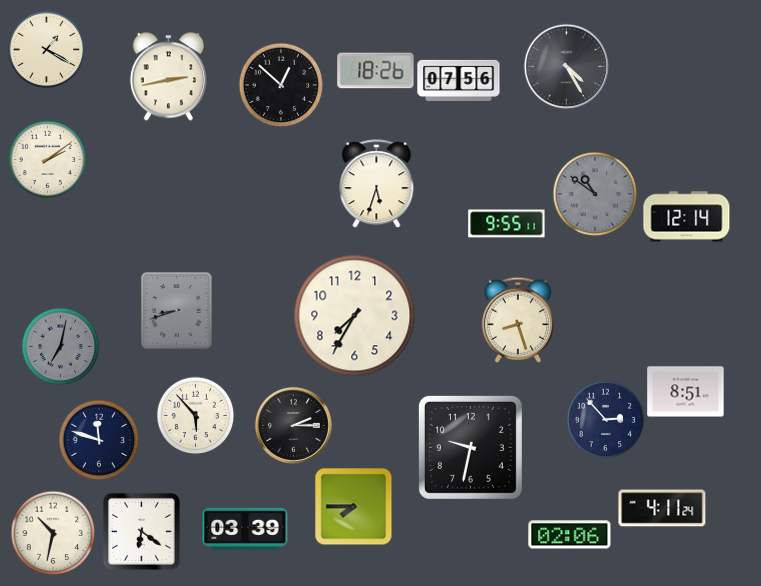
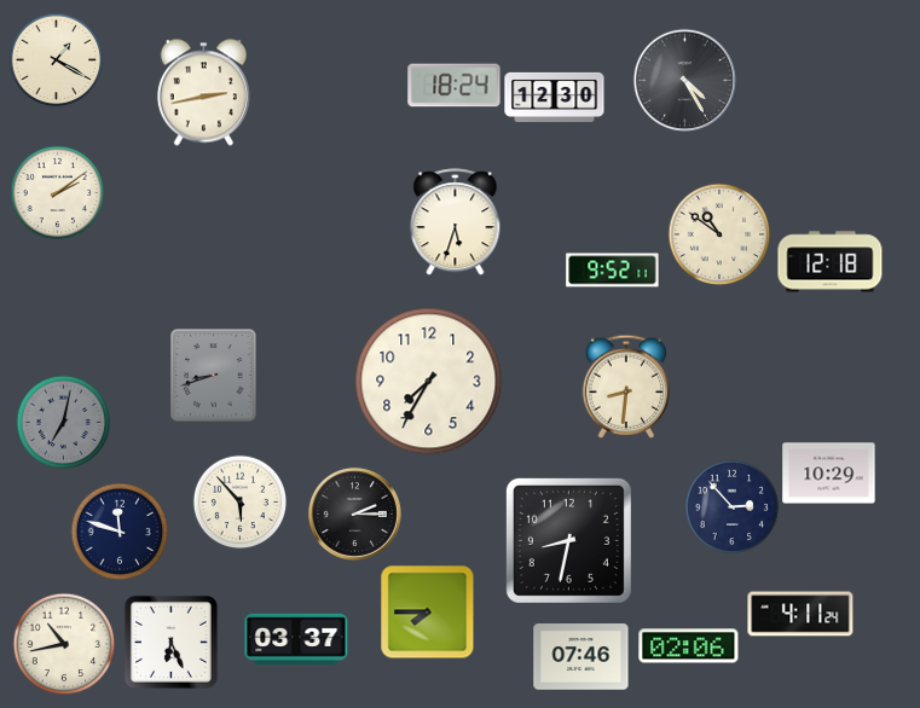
clock at (376, 71): 18:26 -> 18:24
clock at (459, 80): 07:56 -> 12:30
clock at (281, 85): 12:52 -> none
clock at (595, 194) dial: grey -> cream
clock at (687, 217): 12:14 -> 12:18
clock at (507, 224): 9:55 -> 9:52
clock at (517, 320): 8:27 -> 8:31
clock at (60, 346) position: (60, 346) -> (63, 422)
clock at (686, 392): 8:51 -> 10:29
clock at (195, 415) position: (195, 415) -> (239, 501)
clock at (470, 447): 9:32 -> 8:32
clock at (245, 529): 03:39 -> 03:37
clock at (141, 531): 6:21 -> 6:26
clock at (53, 533): 10:32 -> 10:43
clock at (581, 657): none -> 07:46
